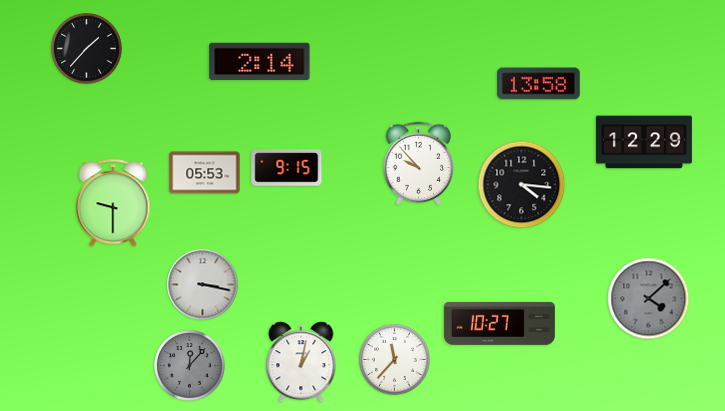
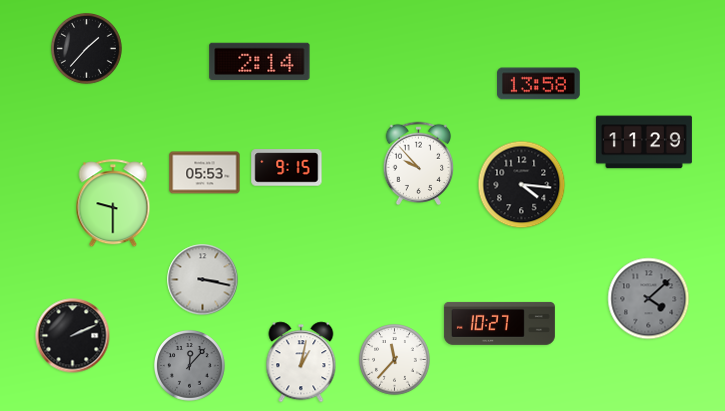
clock at (644, 142): 12:29 -> 11:29
clock at (203, 285) position: (203, 285) -> (203, 280)
clock at (73, 336): none -> 2:11
